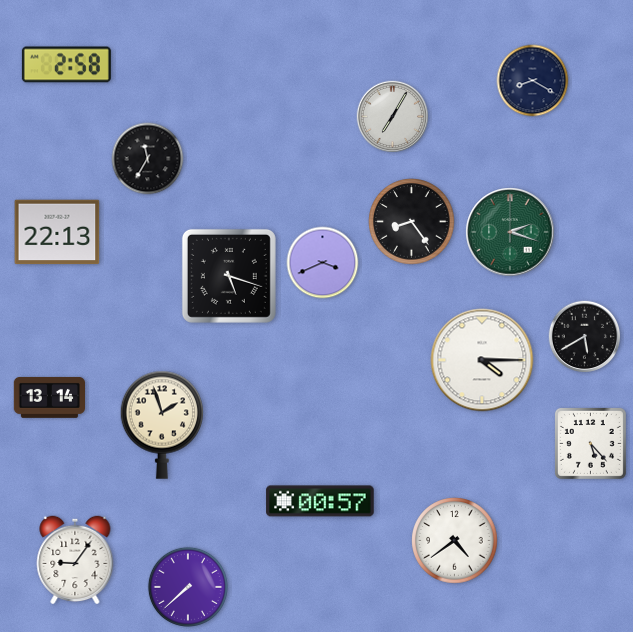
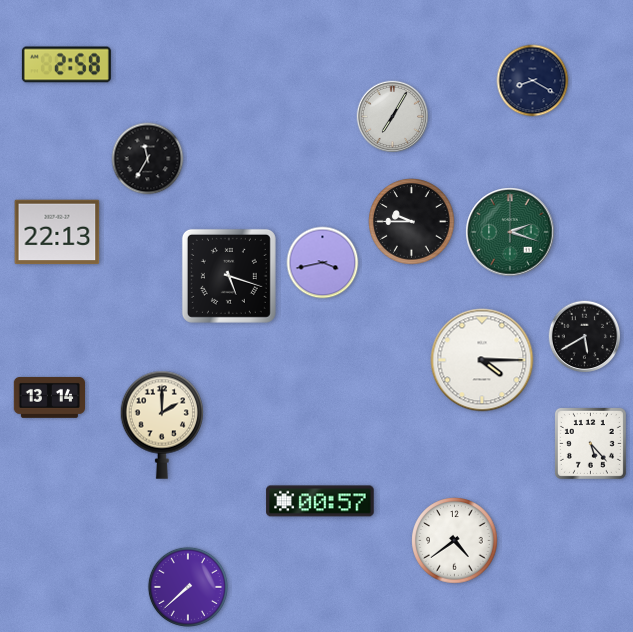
clock at (412, 222): 8:24 -> 9:45
clock at (323, 263): 3:41 -> 3:43
clock at (162, 425): 1:57 -> 2:00
clock at (75, 560): 9:06 -> none
